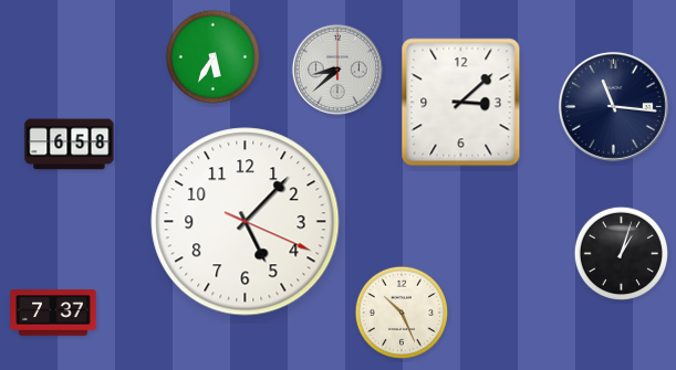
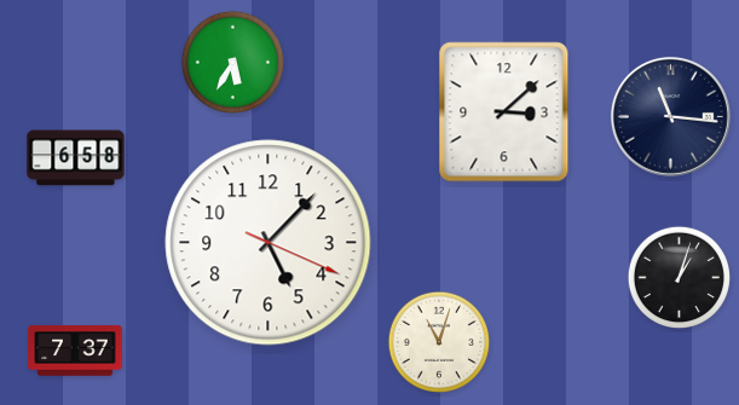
clock at (337, 70): 8:38 -> none
clock at (401, 311): 10:26 -> 11:03
clock at (53, 313) position: (53, 313) -> (75, 351)
